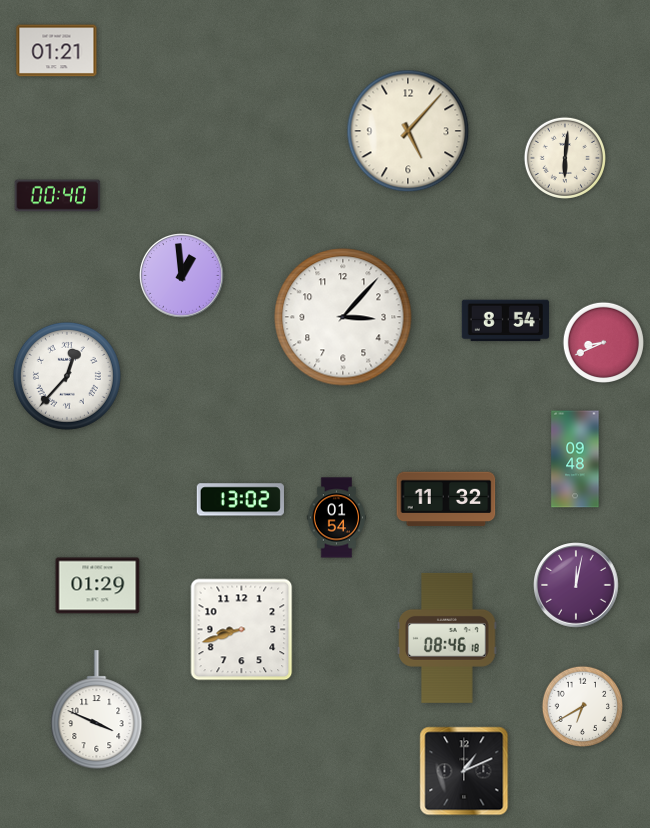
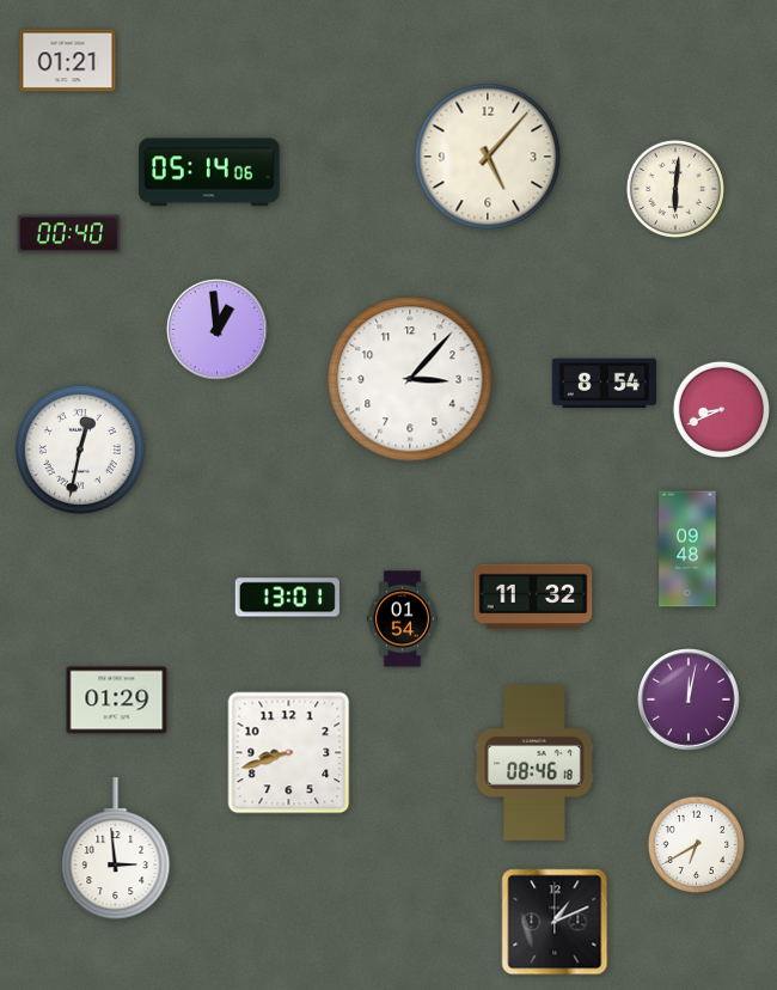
clock at (209, 172): none -> 05:14
clock at (67, 376): 12:37 -> 12:32
clock at (240, 500): 13:02 -> 13:01
clock at (97, 710): 3:49 -> 2:59
